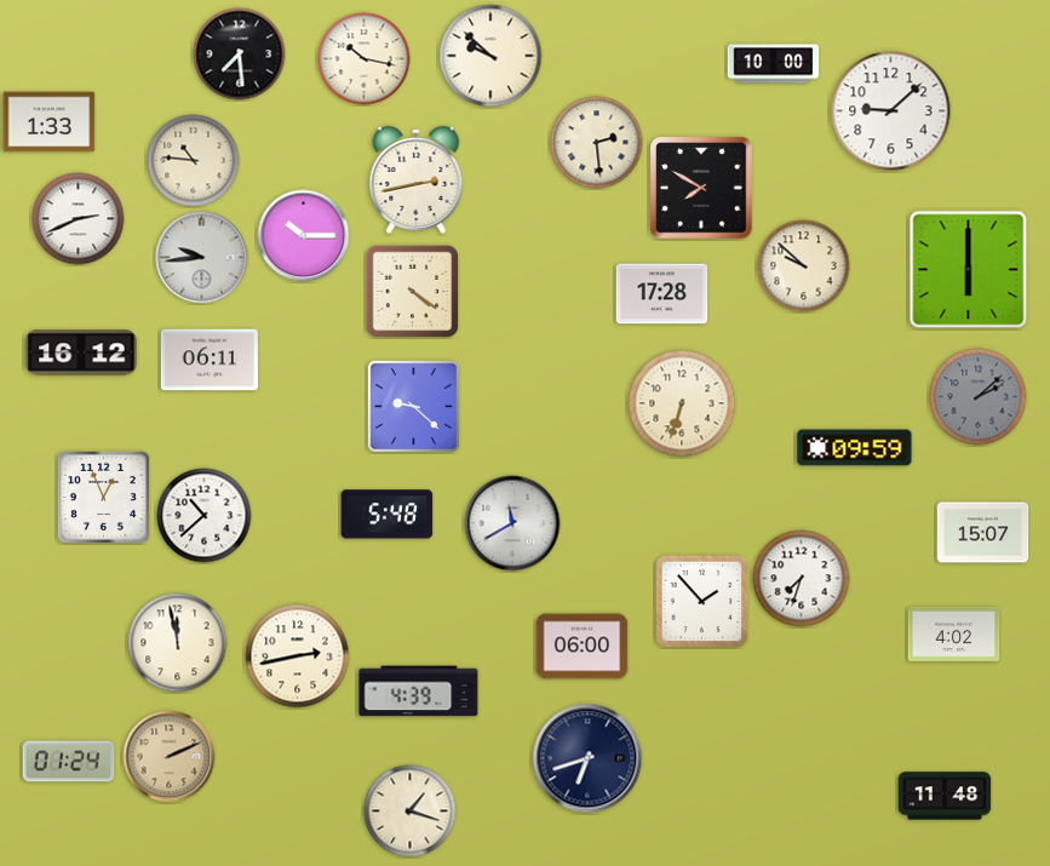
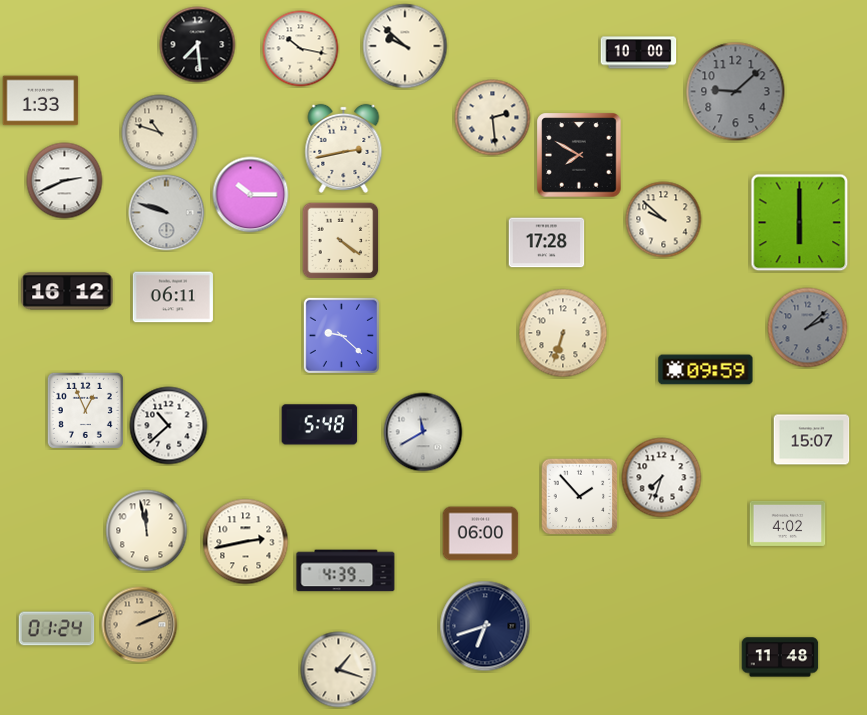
clock at (891, 111) dial: white -> grey
clock at (194, 161): 10:46 -> 10:48
clock at (202, 258): 9:44 -> 9:48
